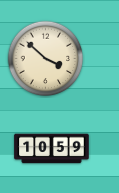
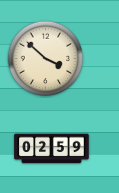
clock at (52, 149): 10:59 -> 02:59
